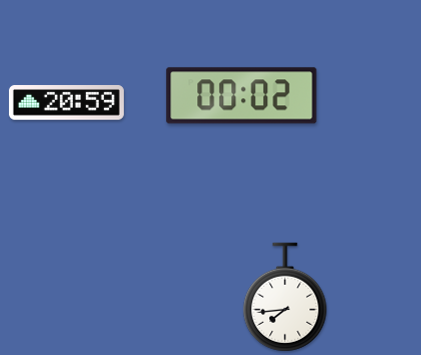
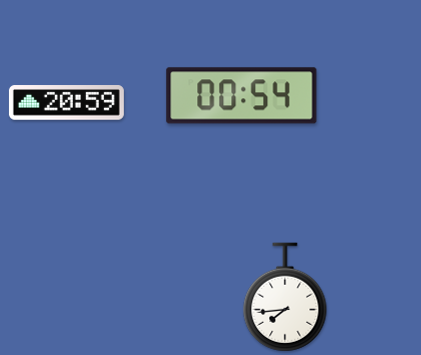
clock at (242, 96): 00:02 -> 00:54
